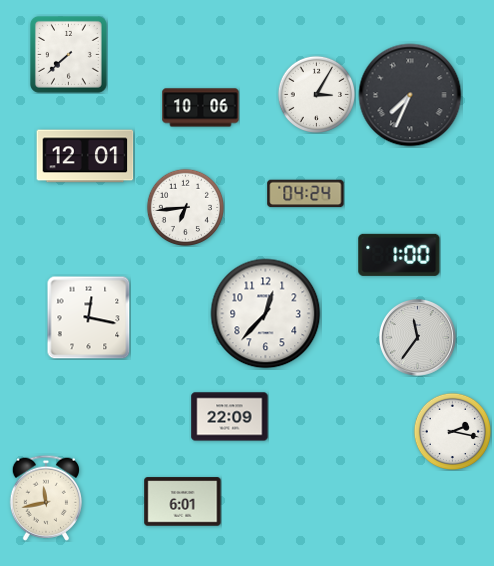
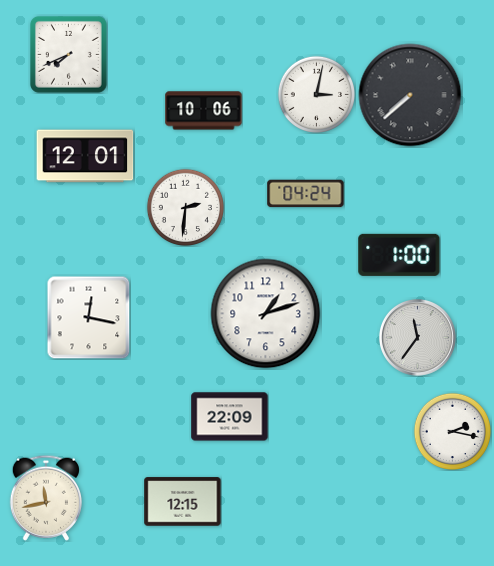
clock at (68, 54): 7:38 -> 7:41
clock at (316, 94): 3:05 -> 3:02
clock at (410, 95): 7:34 -> 7:38
clock at (201, 108) position: (201, 108) -> (204, 111)
clock at (185, 207): 6:44 -> 2:31
clock at (266, 314): 12:37 -> 1:12
clock at (183, 502): 6:01 -> 12:15
